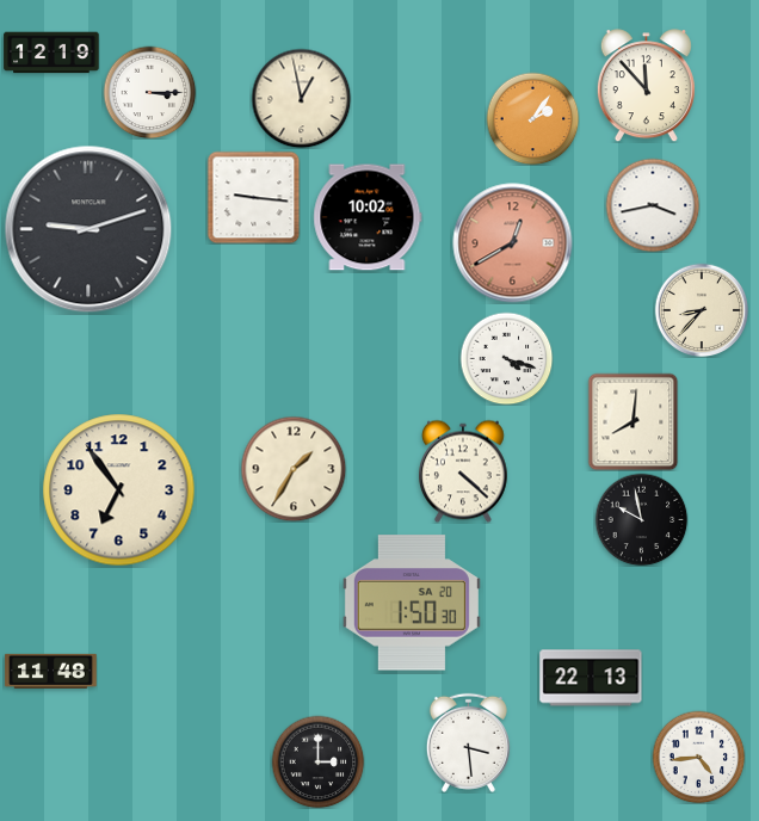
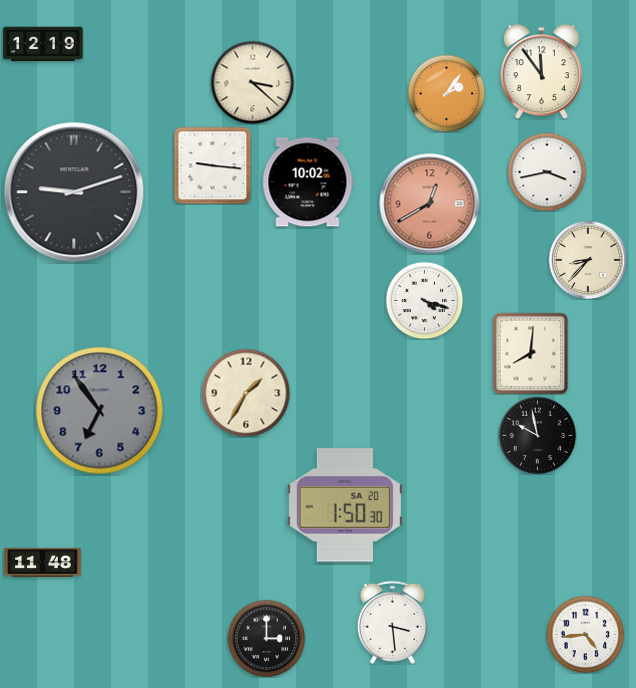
clock at (646, 86): 11:53 -> 11:54
clock at (149, 92): 3:15 -> none
clock at (301, 98): 12:58 -> 3:22
clock at (532, 118) position: (532, 118) -> (446, 93)
clock at (463, 471): 4:22 -> none
clock at (119, 490) dial: cream -> grey
clock at (591, 678): 22:13 -> none
